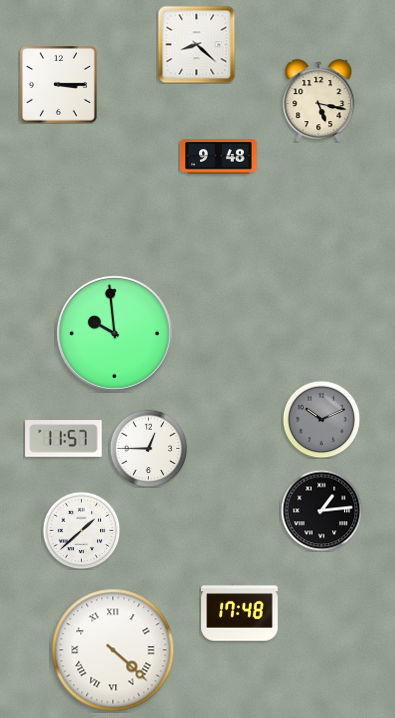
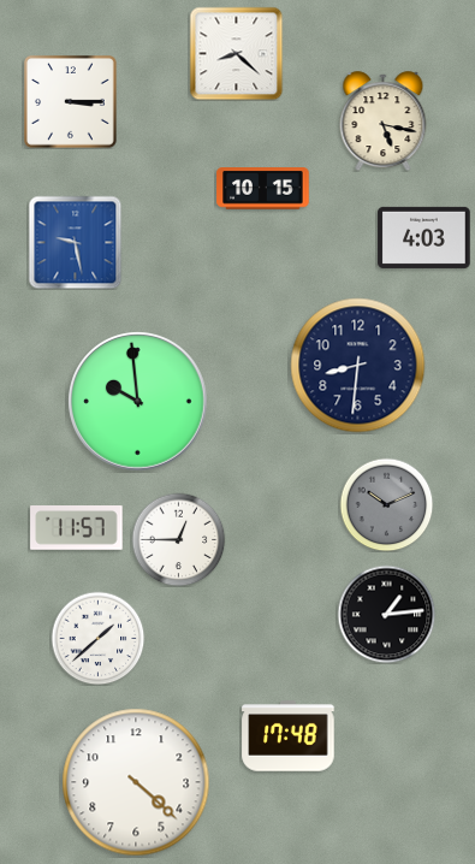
clock at (219, 157): 9:48 -> 10:15
clock at (424, 237): none -> 4:03
clock at (75, 242): none -> 9:28
clock at (358, 366): none -> 8:31
clock at (113, 650) numerals: Roman -> Arabic
